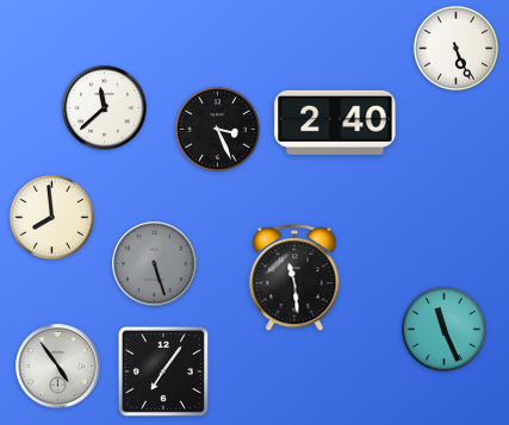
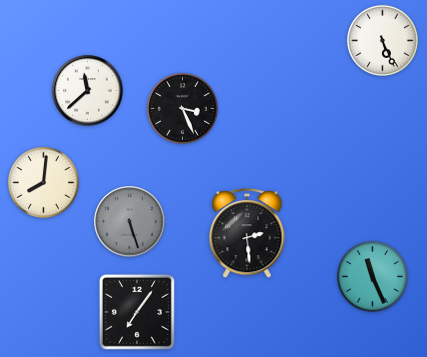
clock at (335, 123): 2:40 -> none
clock at (51, 217): 7:59 -> 8:01
clock at (294, 279): 11:29 -> 2:29
clock at (58, 367): 4:54 -> none
